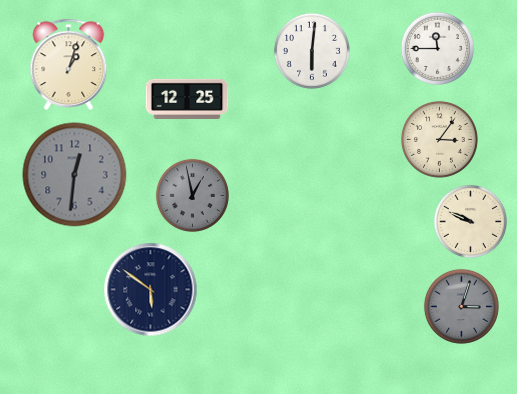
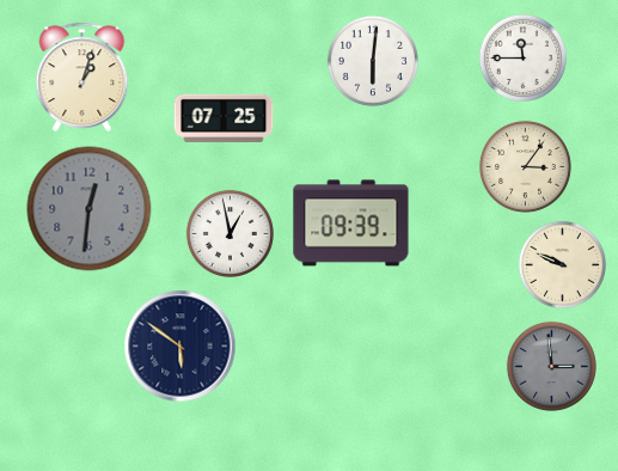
clock at (187, 99): 12:25 -> 07:25
clock at (351, 224): none -> 09:39
clock at (192, 195) dial: grey -> white
clock at (461, 306): 3:03 -> 2:59
